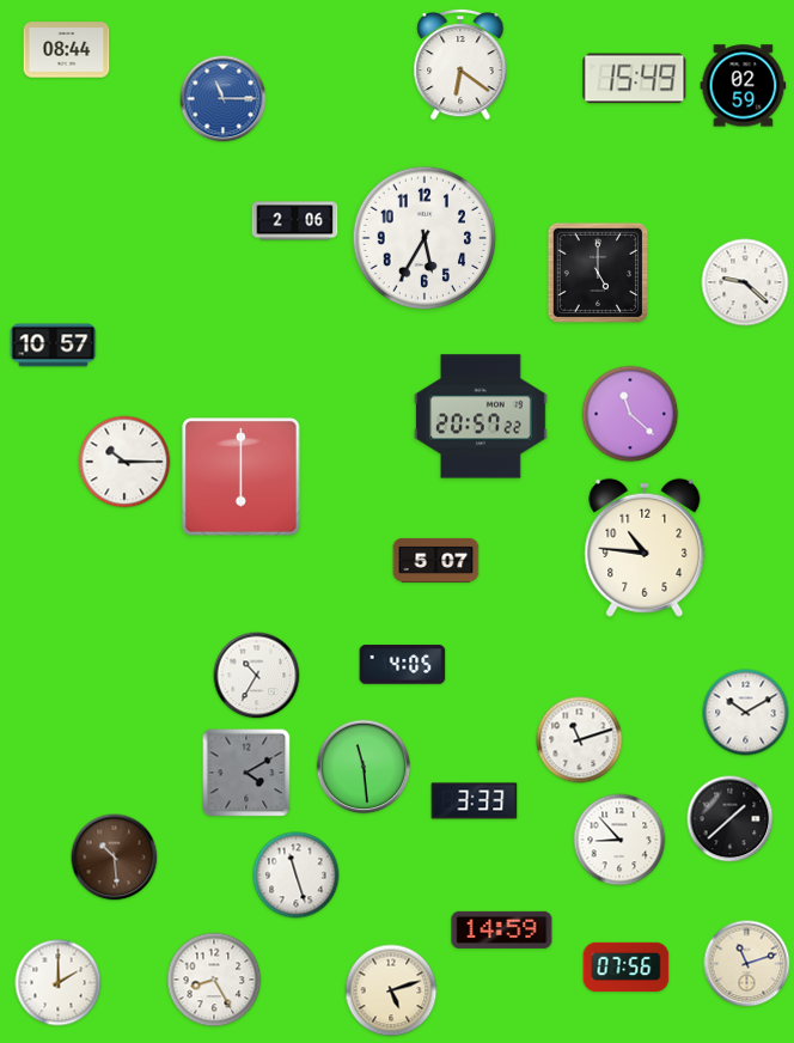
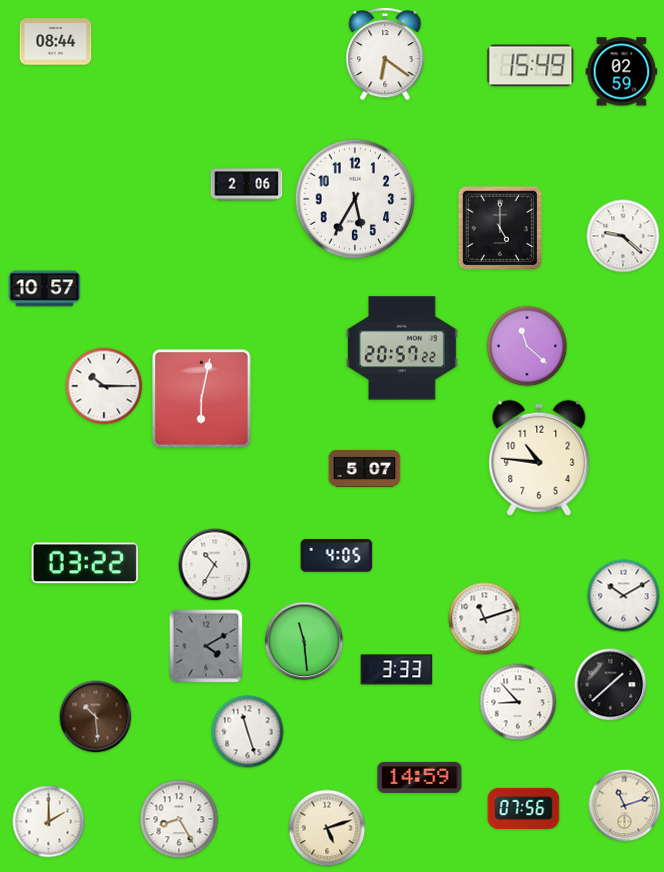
clock at (224, 99): 11:15 -> none
clock at (242, 477): 6:00 -> 6:02
clock at (85, 563): none -> 03:22
